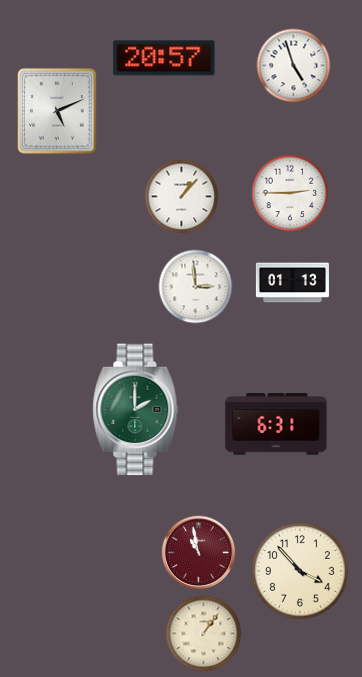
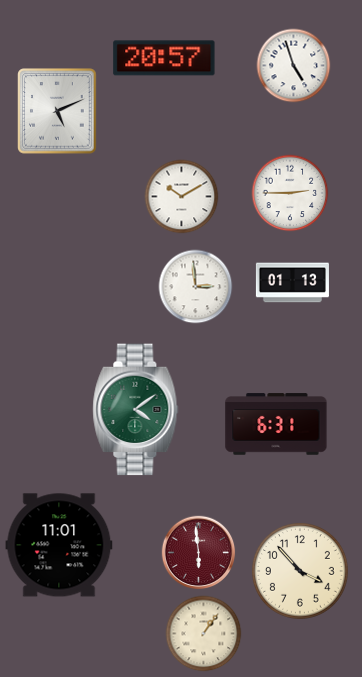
clock at (182, 197): 1:07 -> 10:10
clock at (136, 410): 2:00 -> 4:09
clock at (59, 545): none -> 11:01
clock at (199, 553): 10:58 -> 5:59
